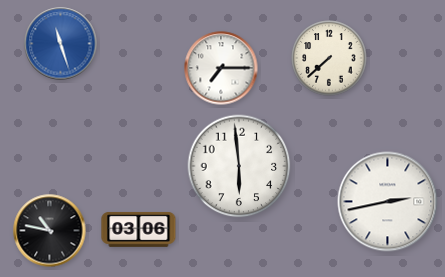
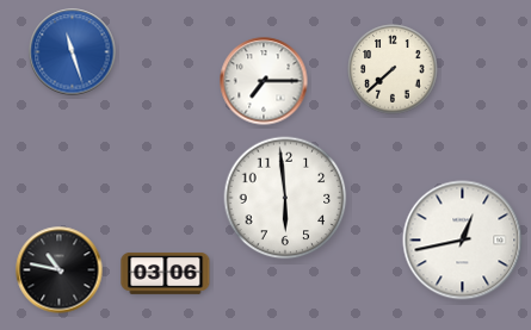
clock at (388, 202): 2:43 -> 12:43
clock at (50, 231) position: (50, 231) -> (60, 270)
